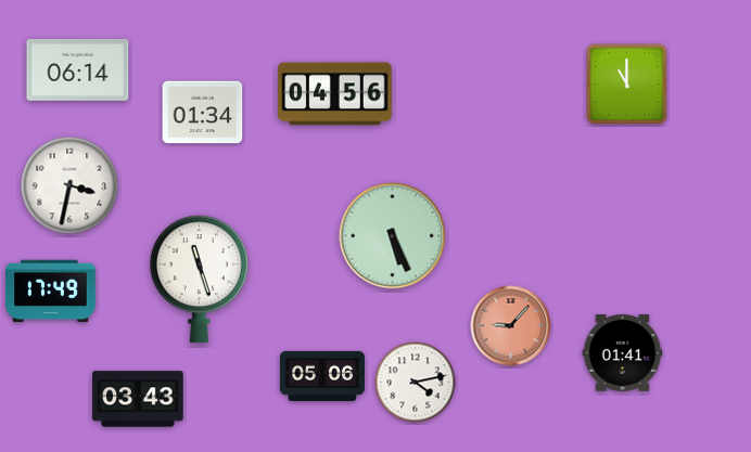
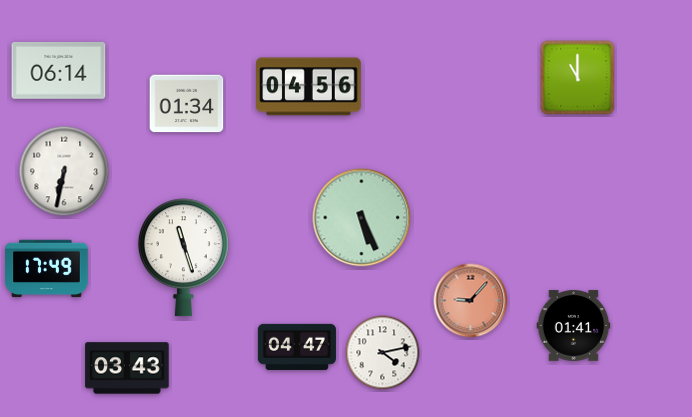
clock at (78, 69) position: (78, 69) -> (59, 70)
clock at (69, 185): 3:32 -> 6:32
clock at (322, 376): 05:06 -> 04:47
